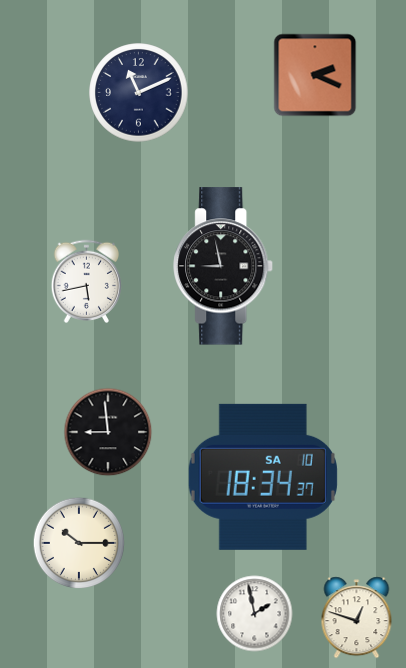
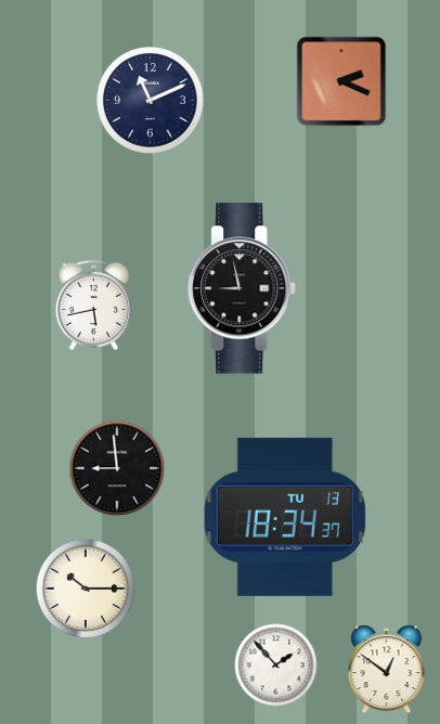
clock at (263, 477) date: SA 10 -> TU 13
clock at (255, 614): 1:58 -> 1:53
clock at (357, 618): 12:48 -> 12:51
